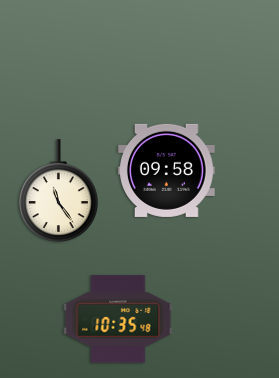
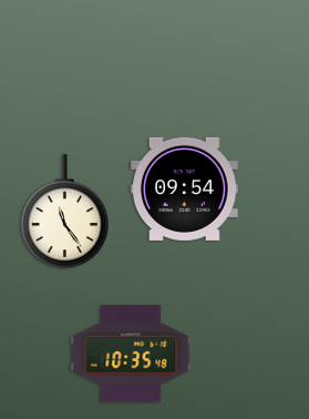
clock at (167, 170): 09:58 -> 09:54
